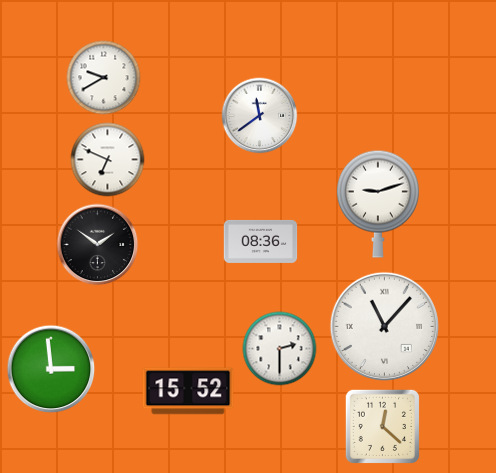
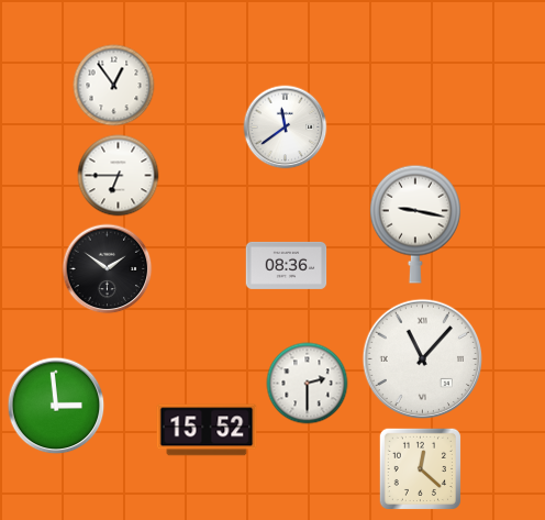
clock at (104, 78): 9:40 -> 12:54
clock at (108, 160): 6:49 -> 6:45
clock at (378, 204): 9:12 -> 9:17
